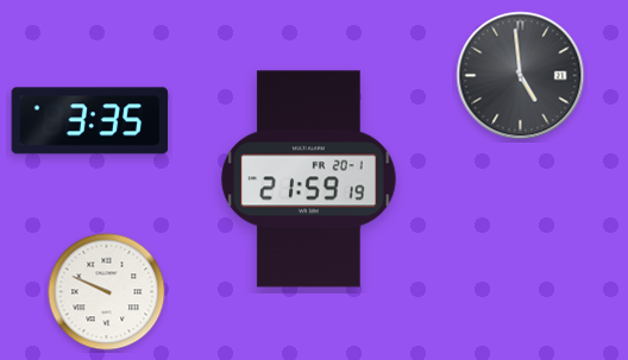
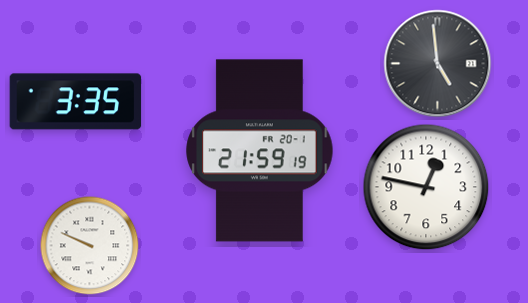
clock at (426, 187): none -> 12:47
